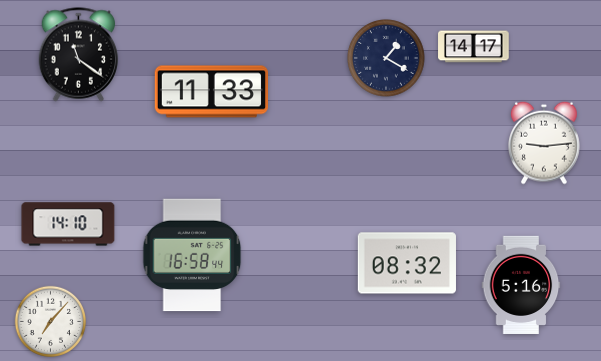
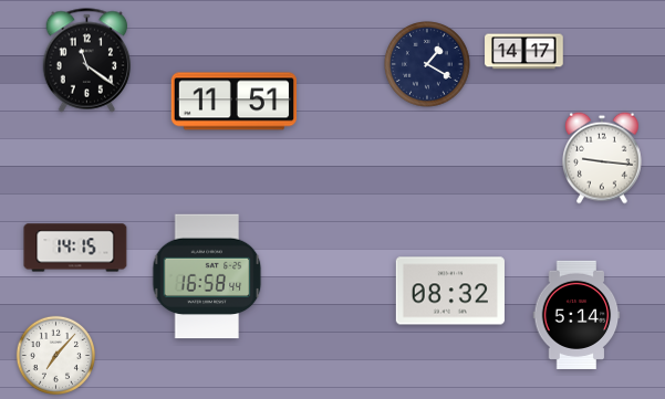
clock at (211, 92): 11:33 -> 11:51
clock at (545, 143): 9:14 -> 9:16
clock at (68, 224): 14:10 -> 14:15
clock at (192, 255) position: (192, 255) -> (207, 276)
clock at (521, 284): 5:16 -> 5:14
